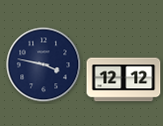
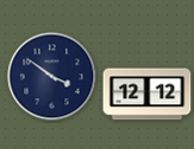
clock at (44, 65): 3:47 -> 3:51
